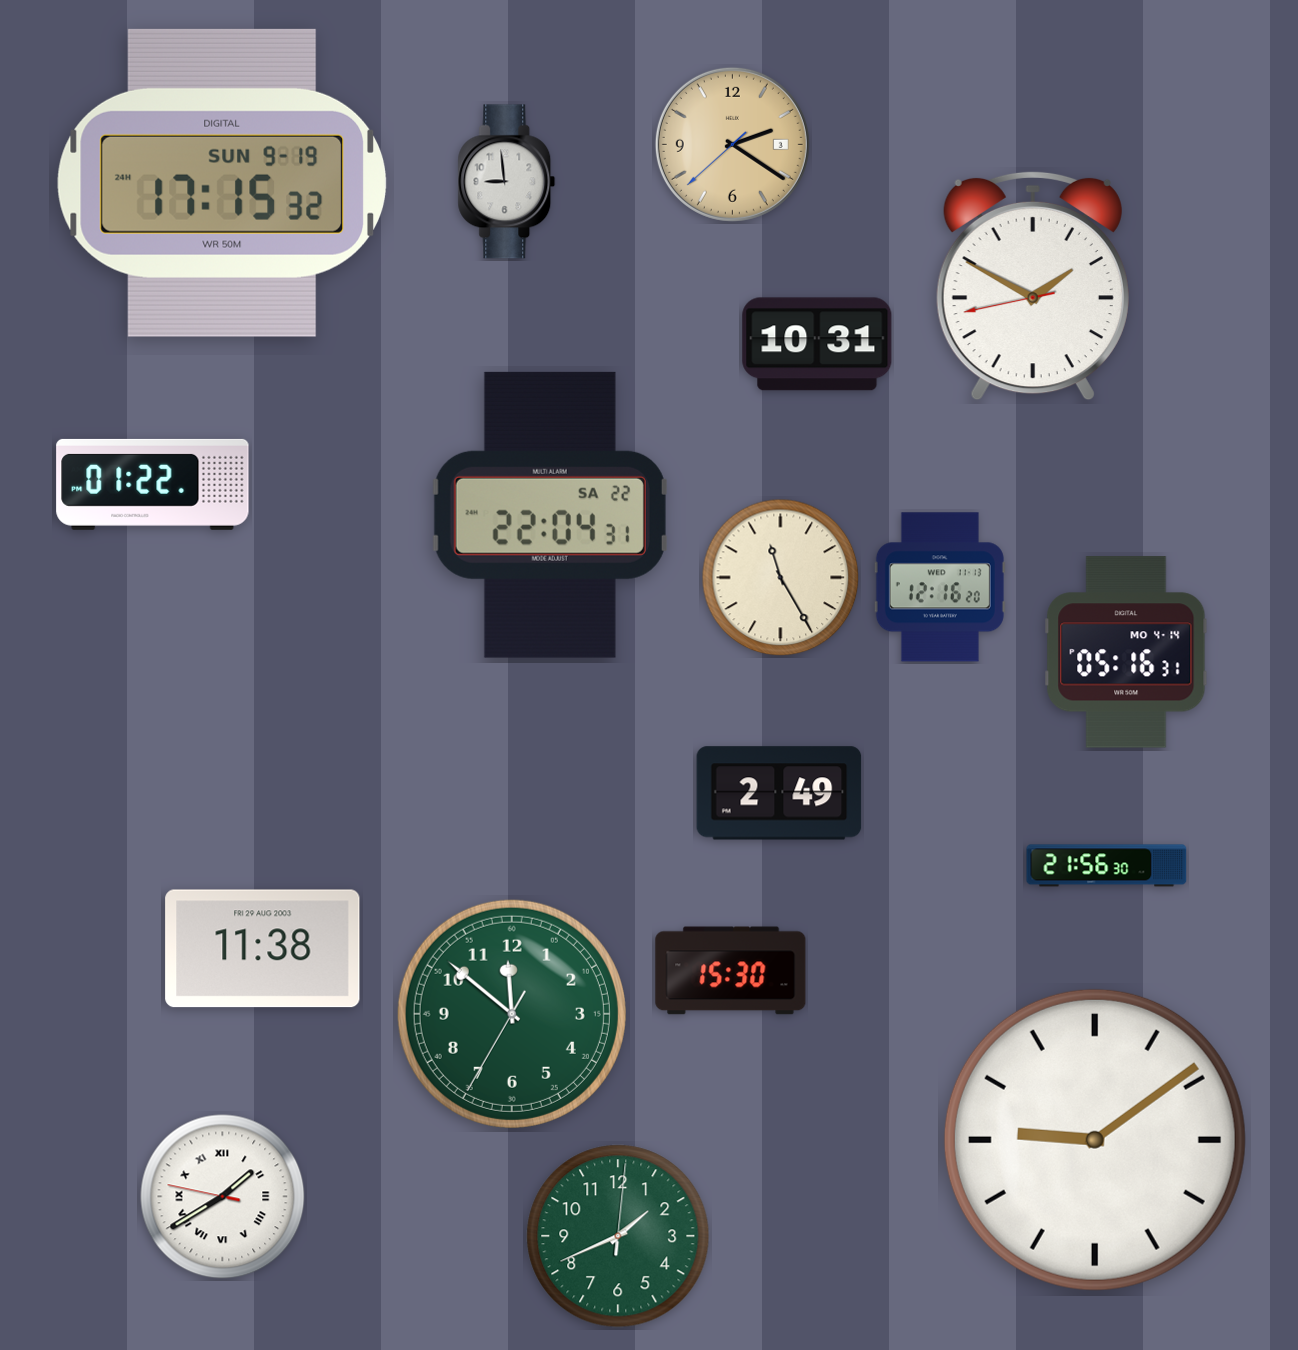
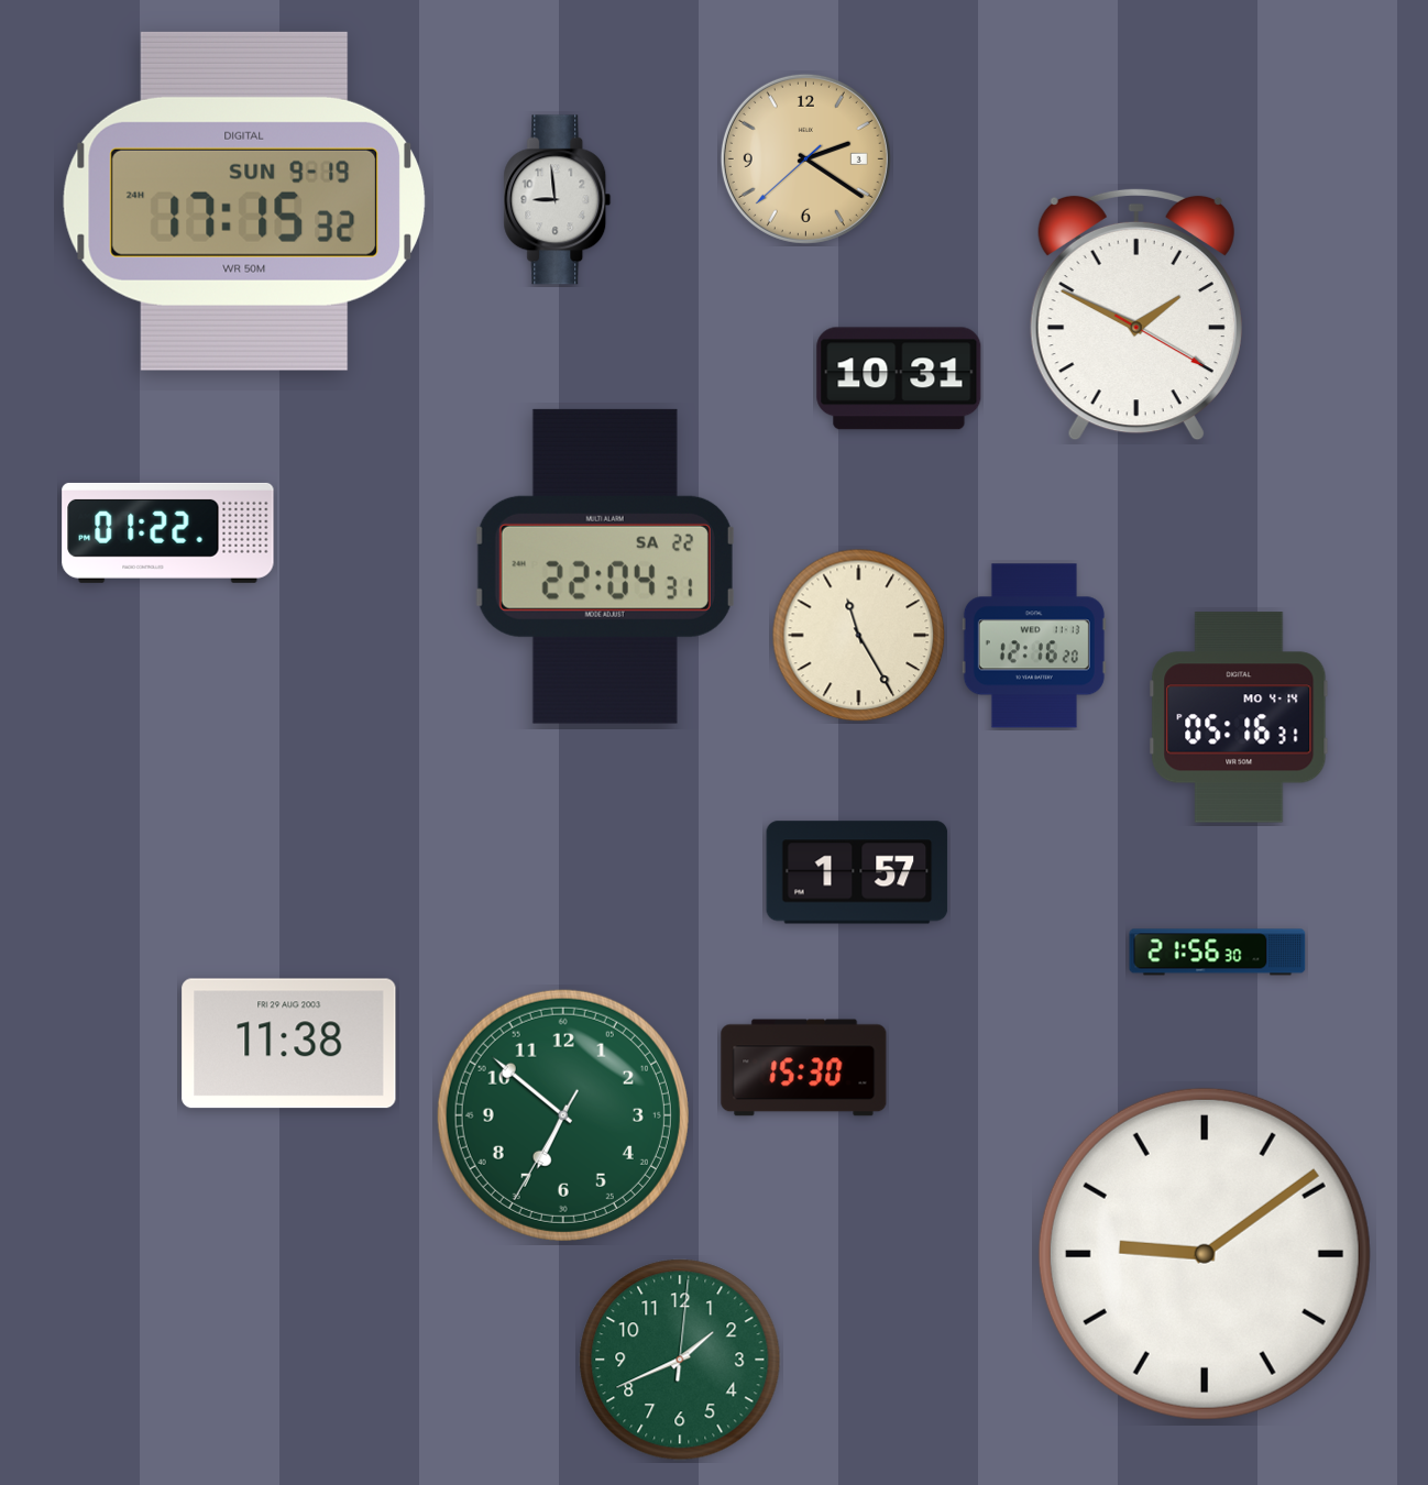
clock at (1033, 286): 1:49:43 -> 1:49:20
clock at (779, 793): 2:49 -> 1:57
clock at (512, 1014): 11:51 -> 6:51
clock at (223, 1197): 1:39 -> none
